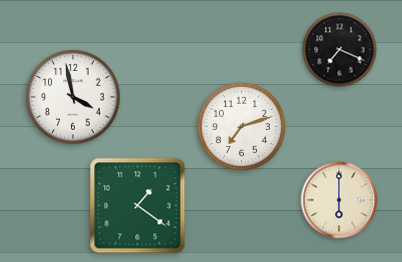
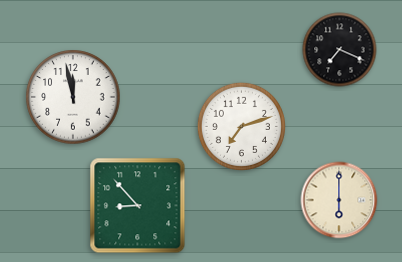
clock at (73, 97): 3:58 -> 11:58
clock at (138, 206): 1:21 -> 8:53
